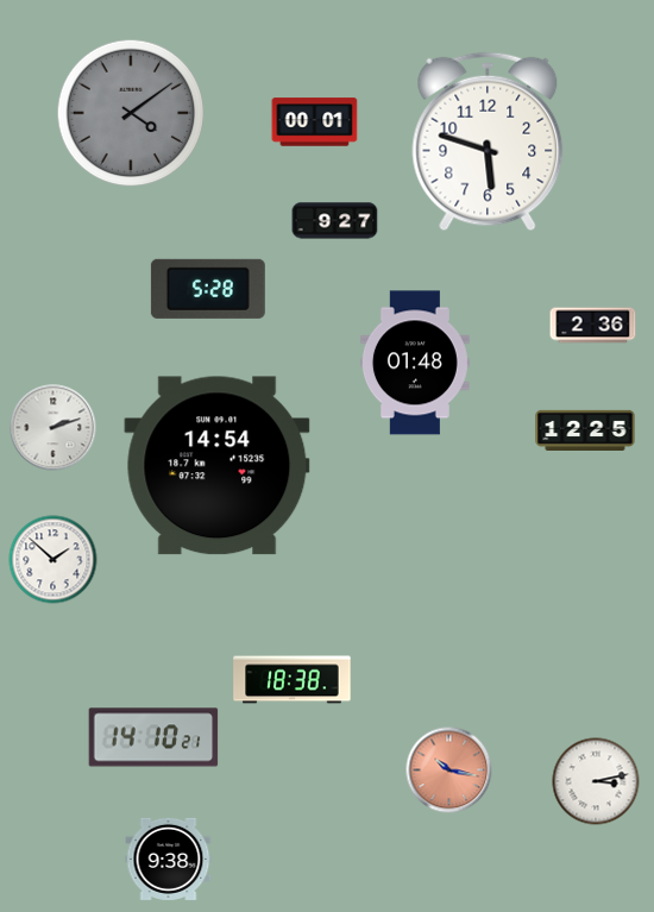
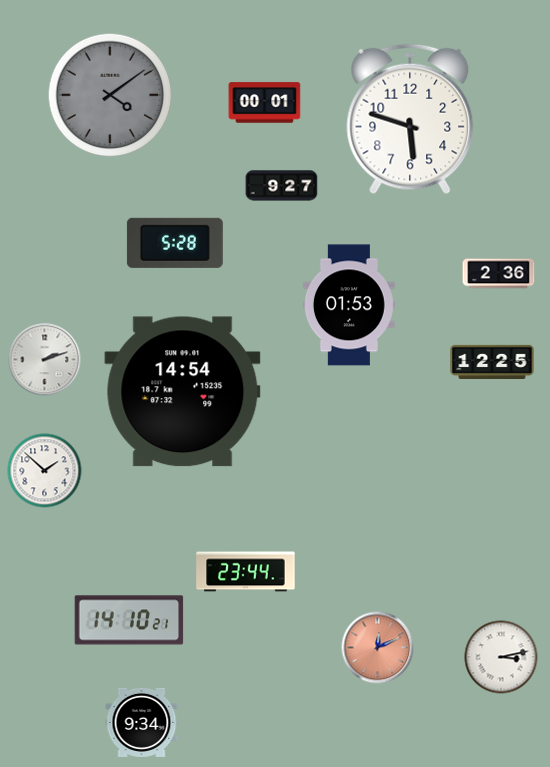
clock at (415, 363): 01:48 -> 01:53
clock at (293, 680): 18:38 -> 23:44
clock at (449, 771): 10:17 -> 12:11
clock at (169, 858): 9:38 -> 9:34
